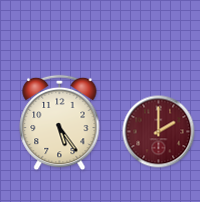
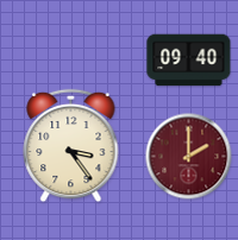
clock at (189, 61): none -> 09:40
clock at (60, 123): 5:24 -> 3:24
